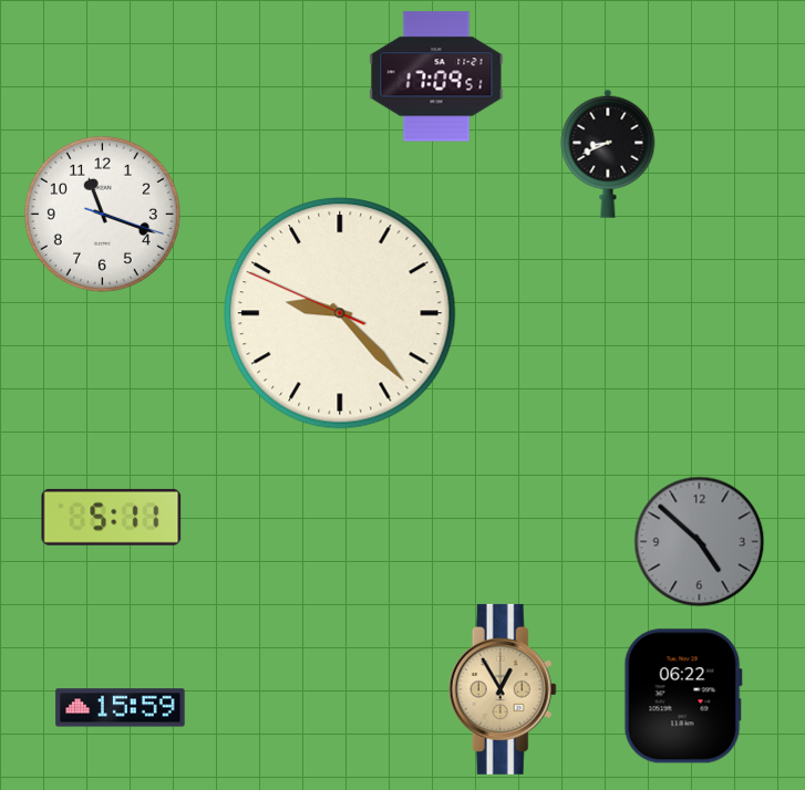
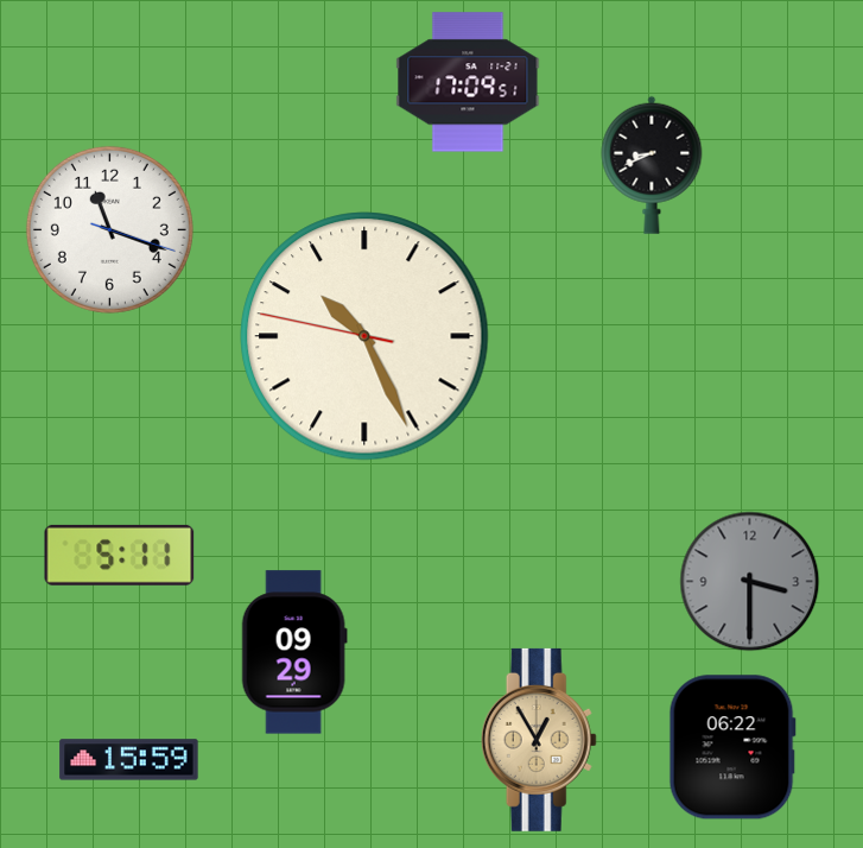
clock at (340, 313): 9:22 -> 10:25
clock at (700, 542): 4:52 -> 3:30
clock at (294, 652): none -> 09:29
